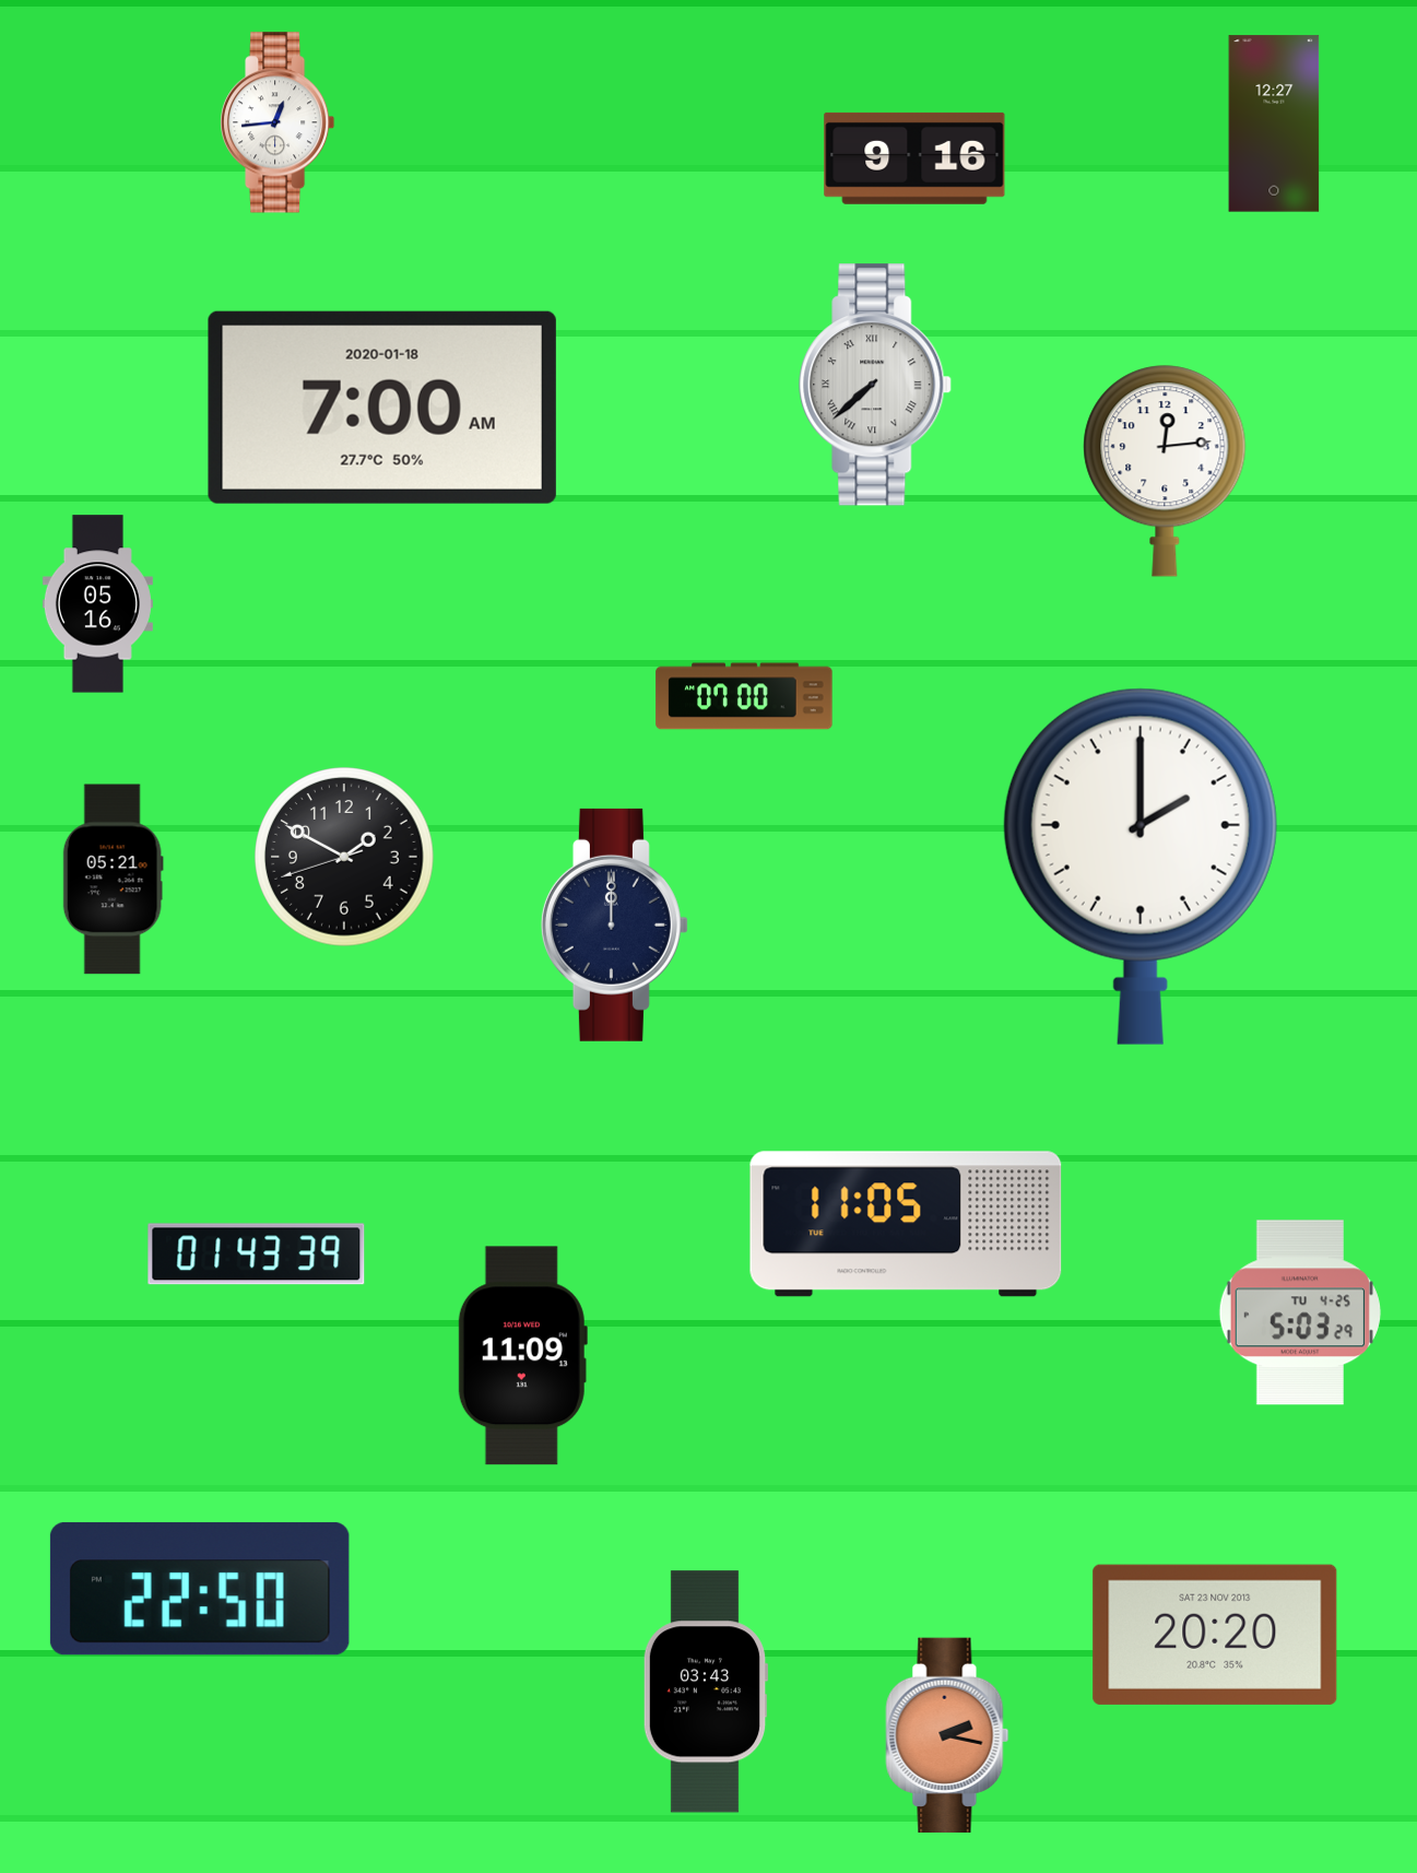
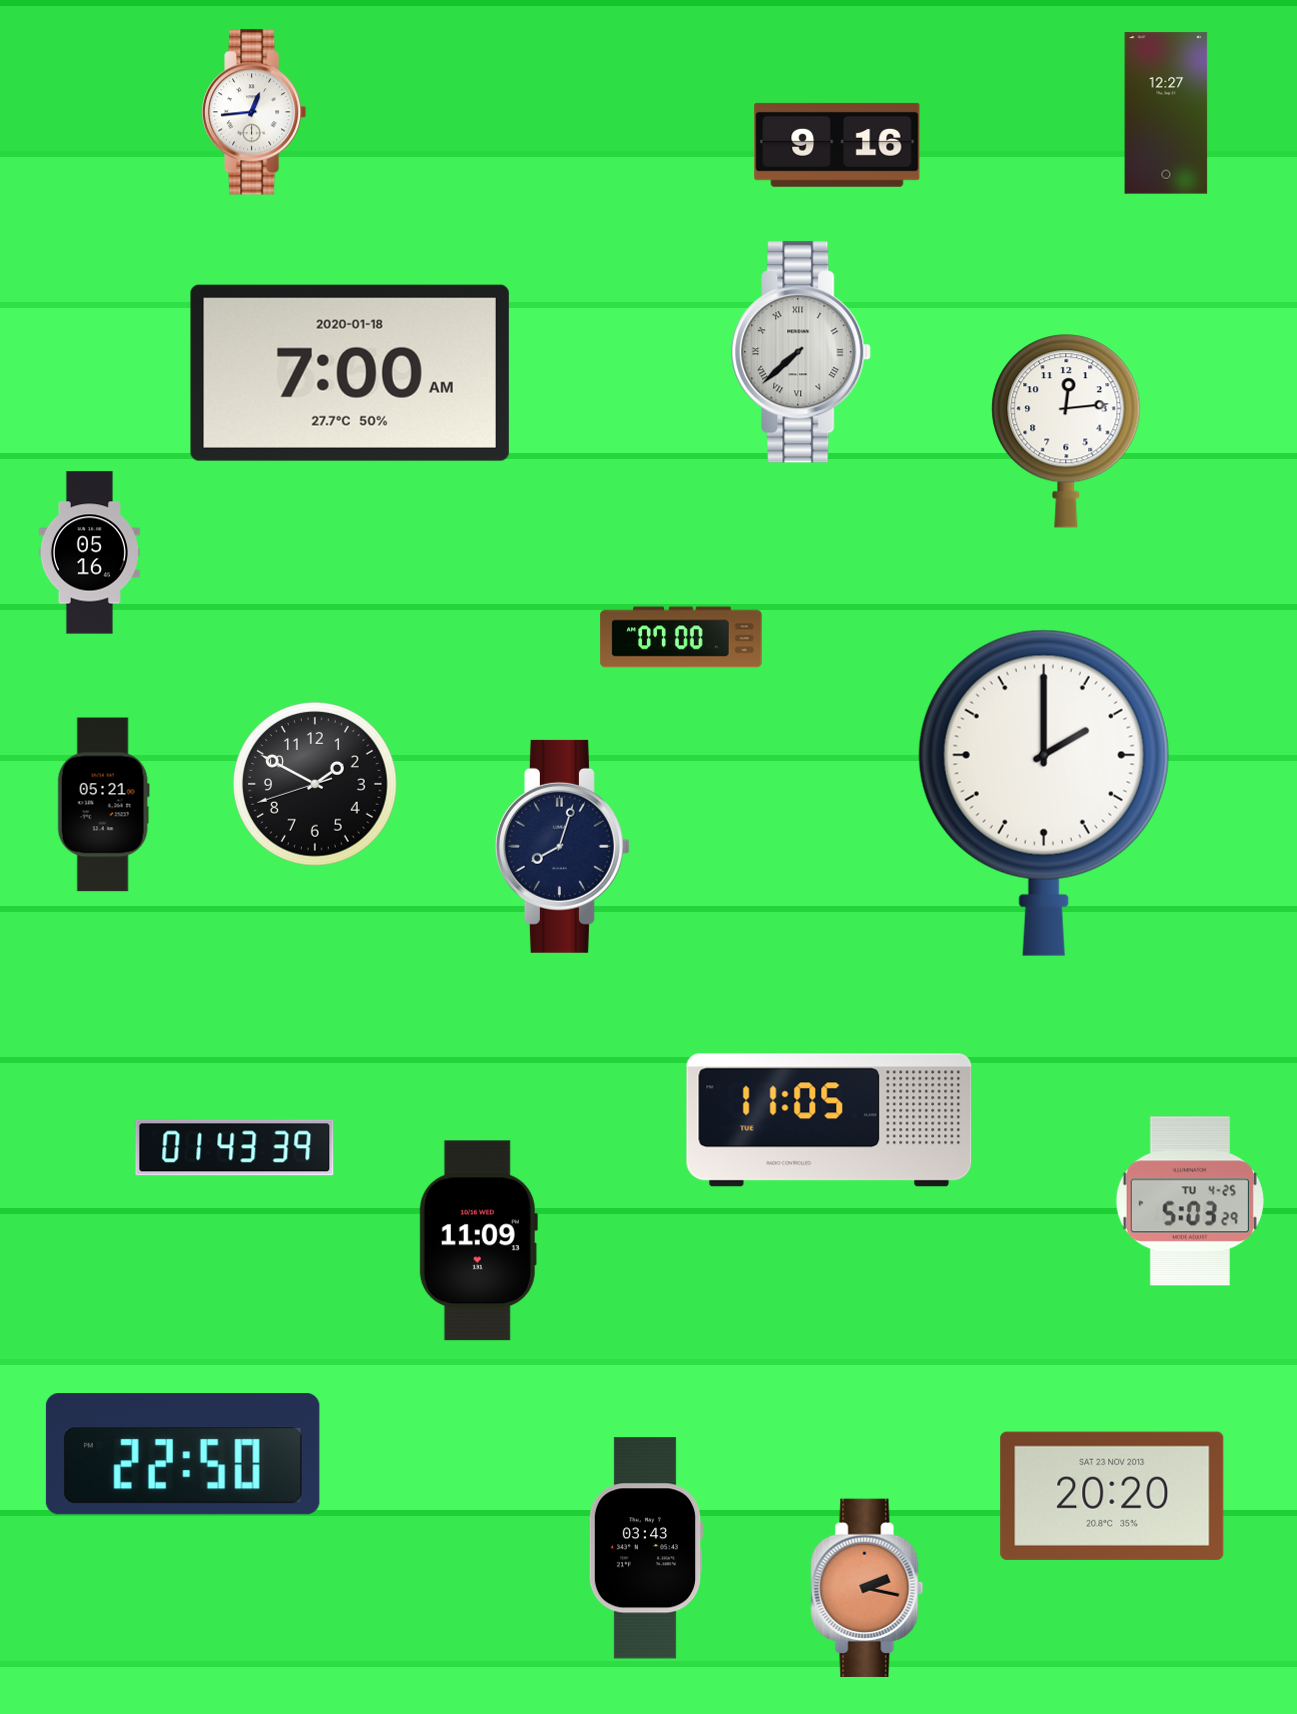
clock at (614, 924): 12:00 -> 8:03
